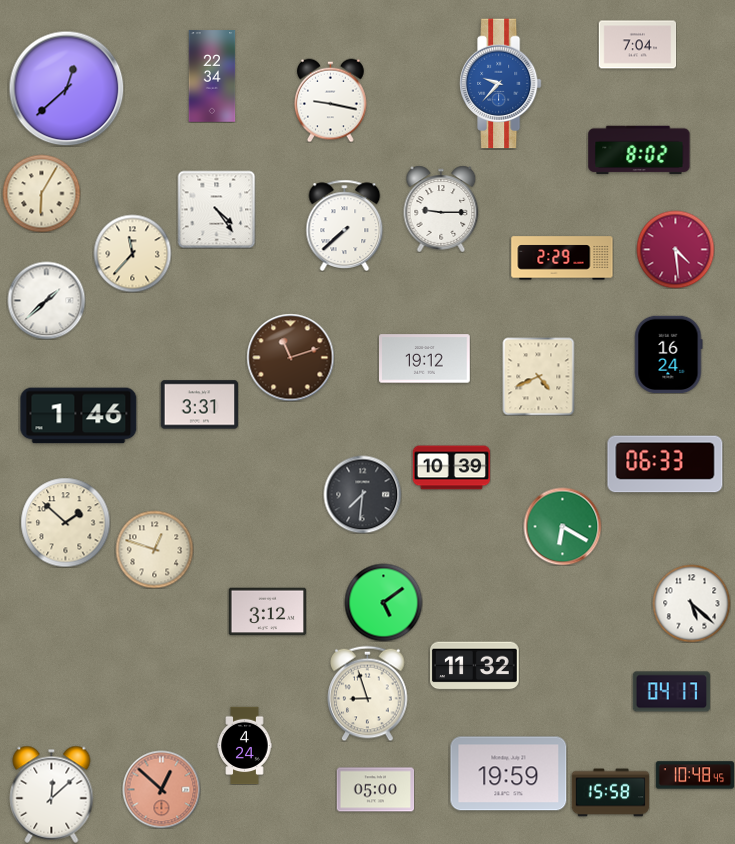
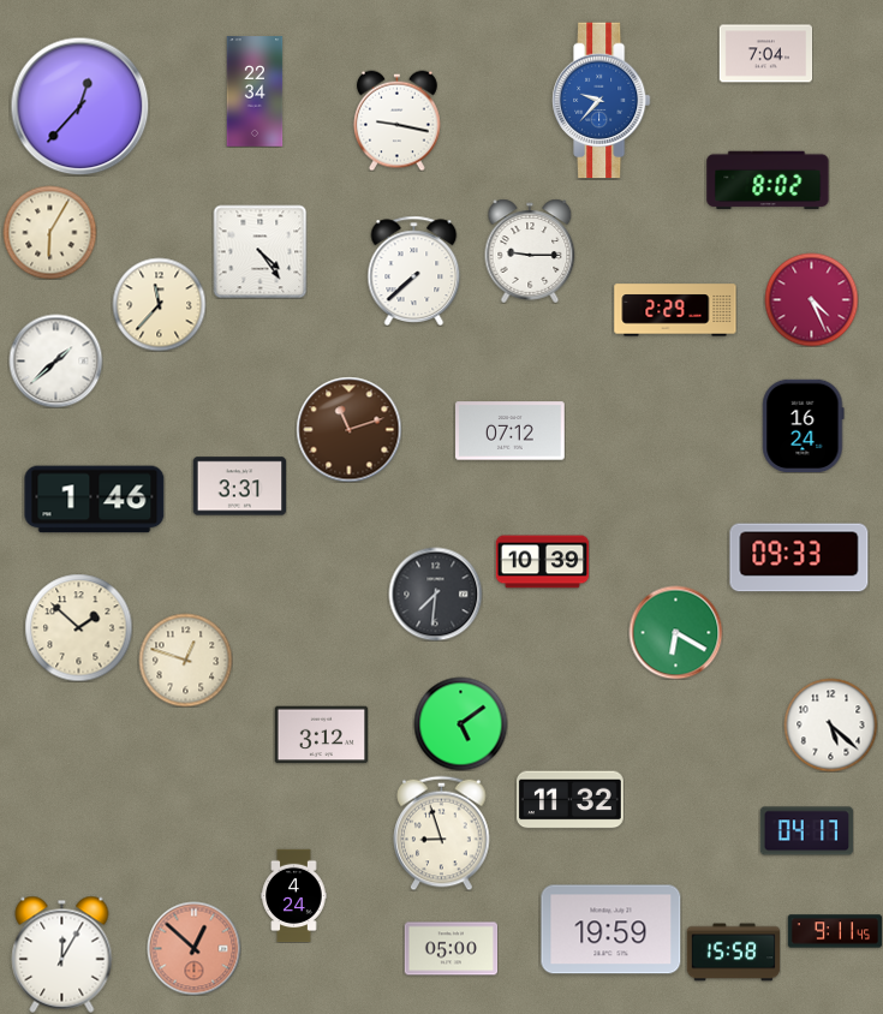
clock at (66, 88): 12:38 -> 12:37
clock at (675, 249): 4:29 -> 4:26
clock at (425, 359): 19:12 -> 07:12
clock at (539, 376): 4:41 -> none
clock at (665, 464): 06:33 -> 09:33
clock at (695, 775): 10:48 -> 9:11
clock at (52, 794): 12:08 -> 12:05
